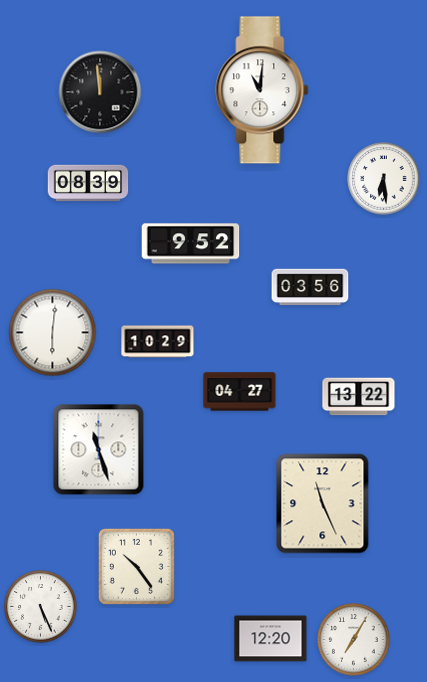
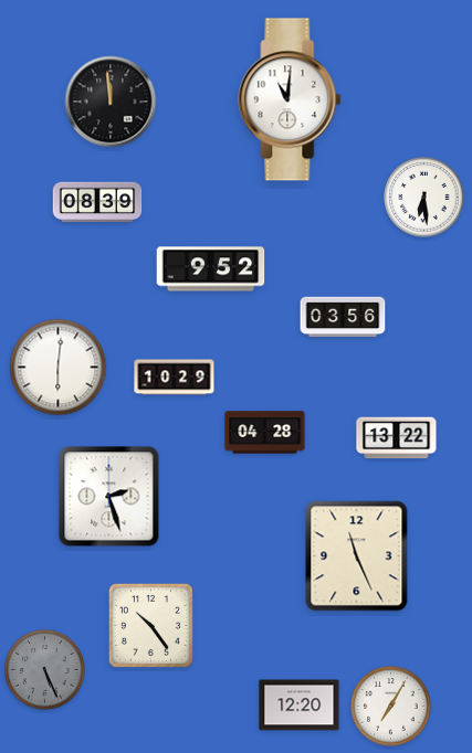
clock at (240, 392): 04:27 -> 04:28
clock at (99, 450): 11:27 -> 2:27
clock at (41, 607) dial: white -> grey
